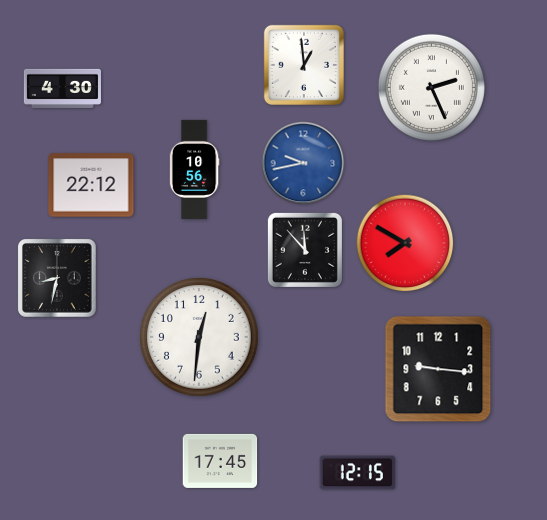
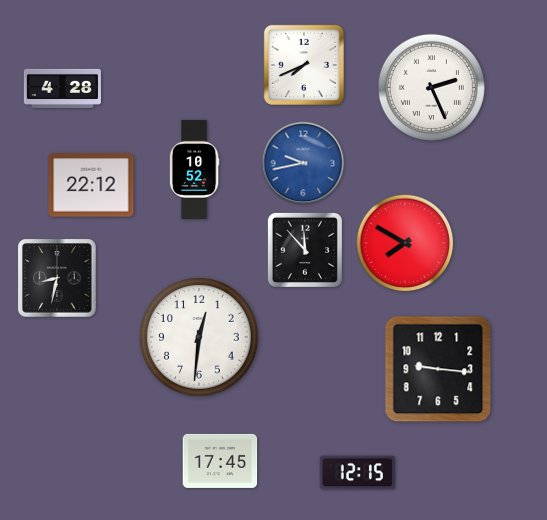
clock at (304, 65): 12:59 -> 7:41
clock at (62, 88): 4:30 -> 4:28
clock at (194, 169): 10:56 -> 10:52
